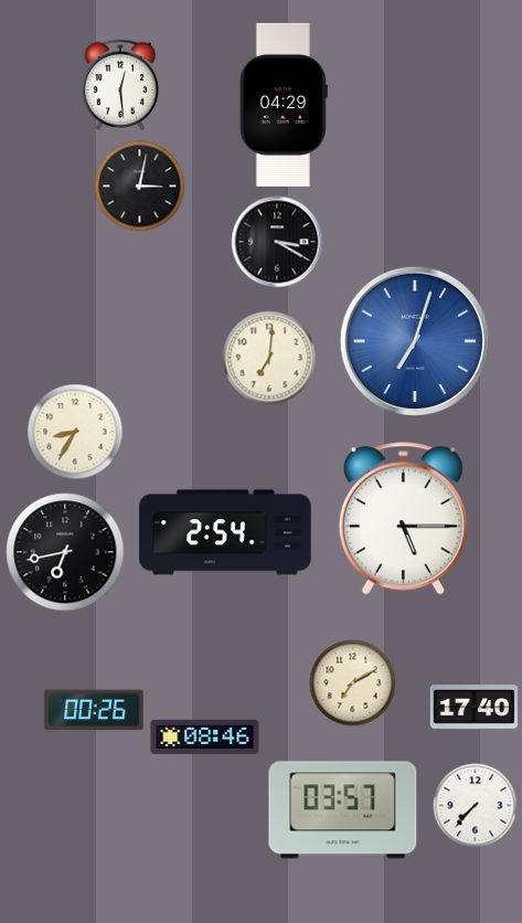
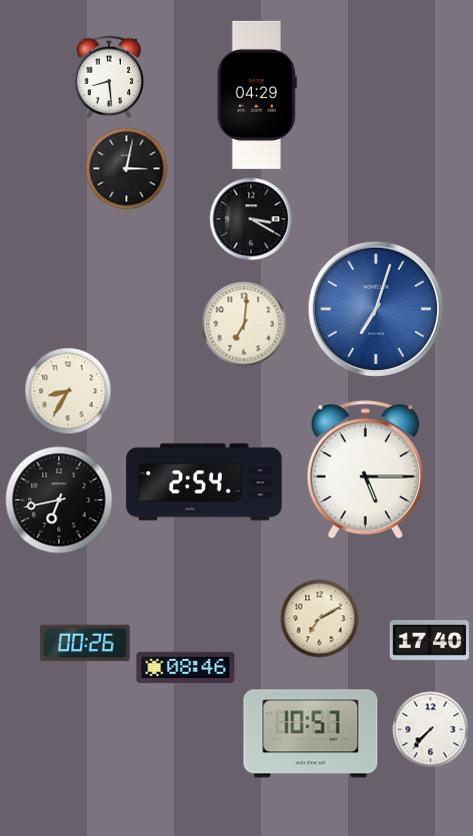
clock at (120, 85): 12:29 -> 8:29
clock at (343, 810): 03:57 -> 10:57
